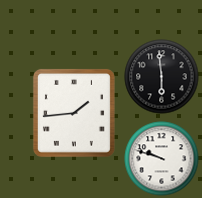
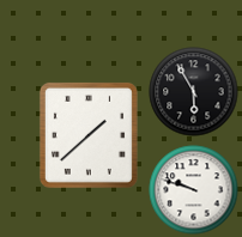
clock at (162, 77): 5:59 -> 5:55
clock at (74, 113): 1:44 -> 1:38
